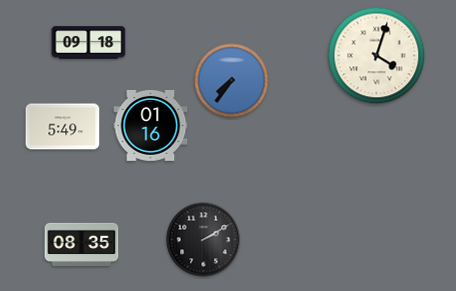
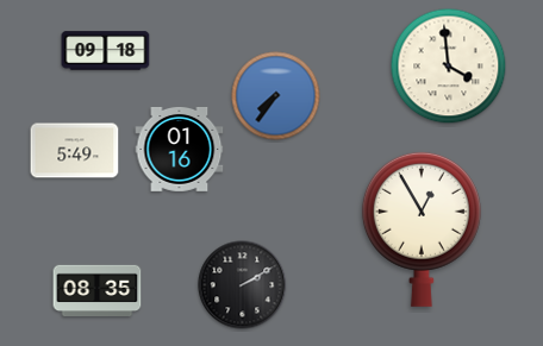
clock at (377, 56): 4:03 -> 3:59
clock at (422, 229): none -> 12:55
